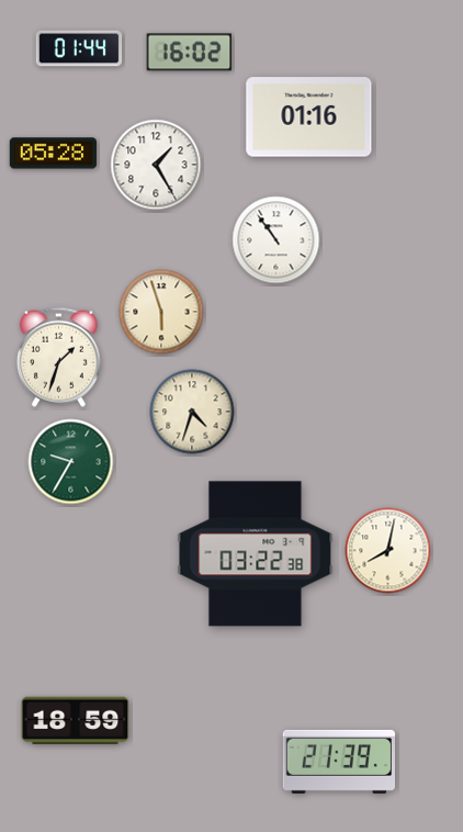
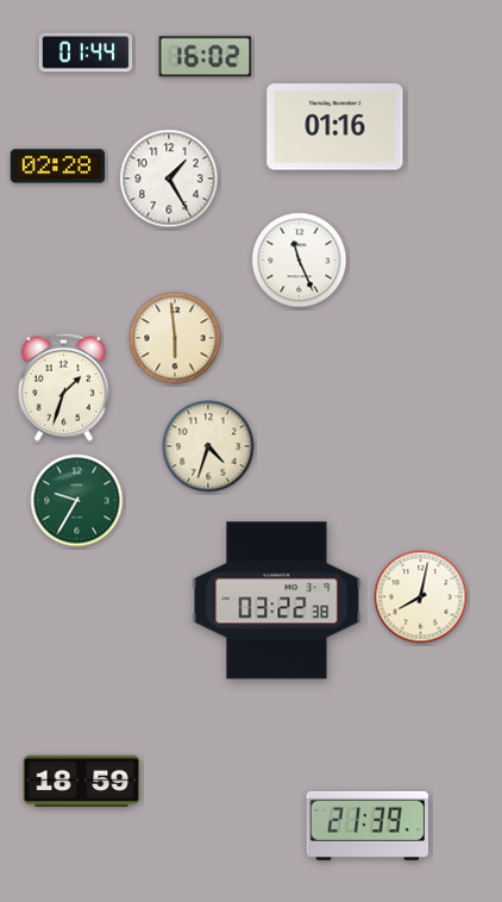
clock at (54, 154): 05:28 -> 02:28
clock at (276, 240): 10:54 -> 11:26
clock at (161, 312): 5:57 -> 5:59
